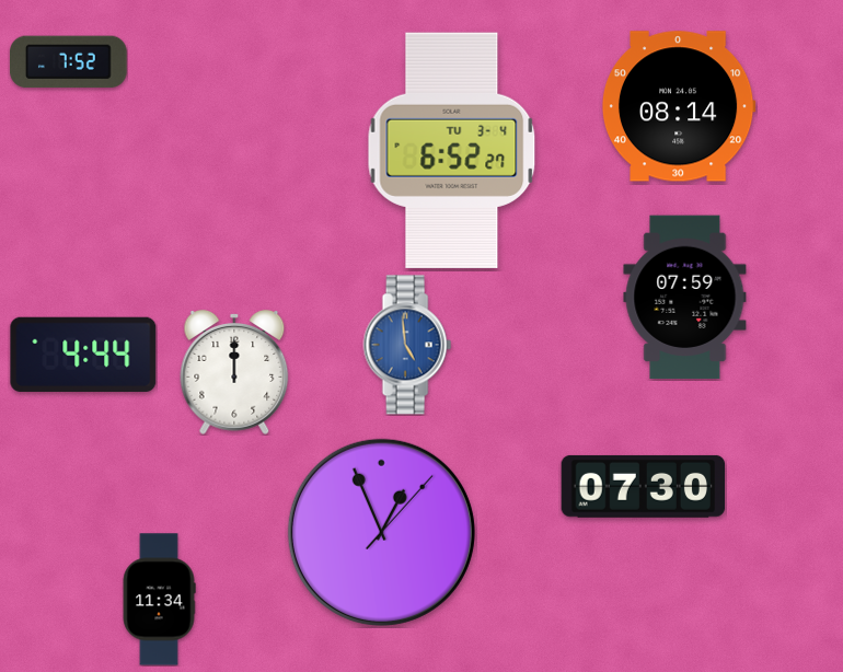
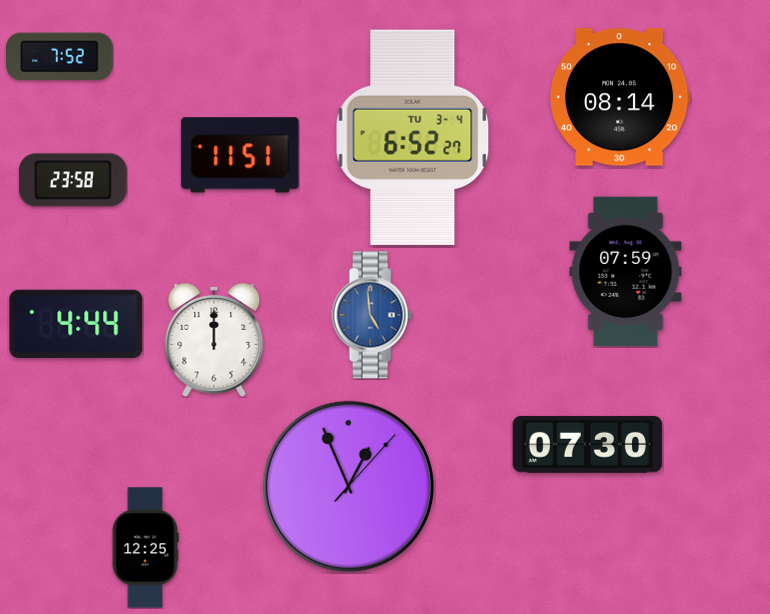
clock at (69, 62) position: (69, 62) -> (60, 57)
clock at (240, 155): none -> 11:51
clock at (74, 180): none -> 23:58
clock at (159, 600): 11:34 -> 12:25
